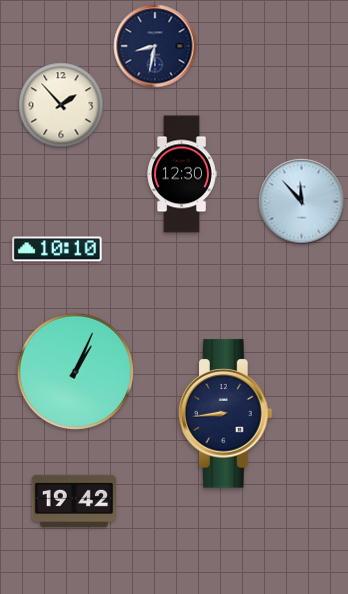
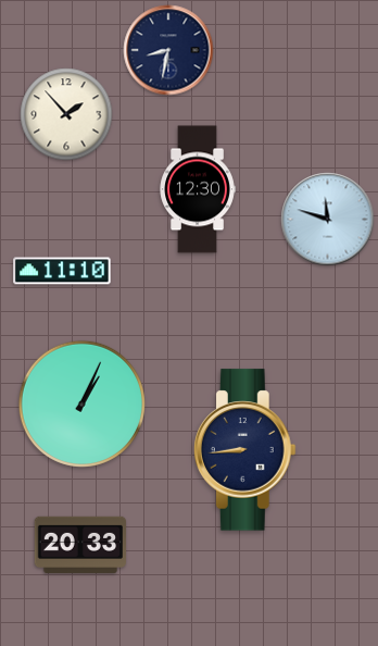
clock at (302, 202): 11:53 -> 11:48
clock at (57, 249): 10:10 -> 11:10
clock at (74, 501): 19:42 -> 20:33
